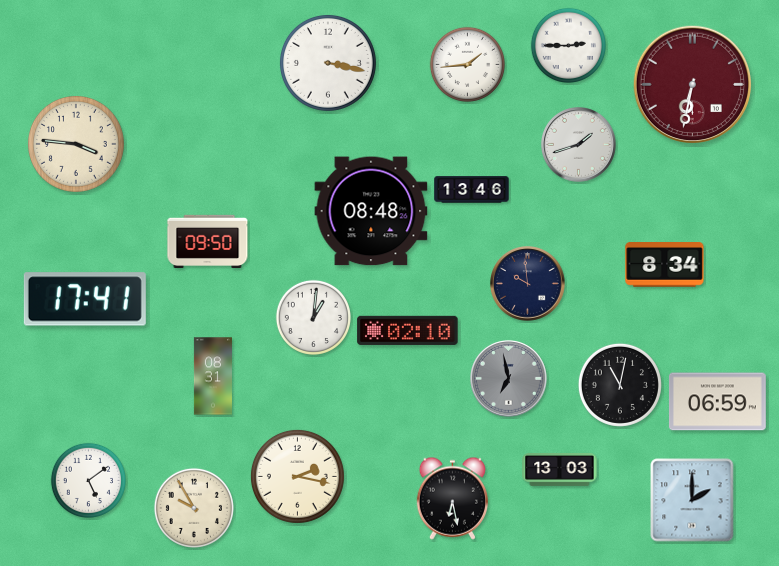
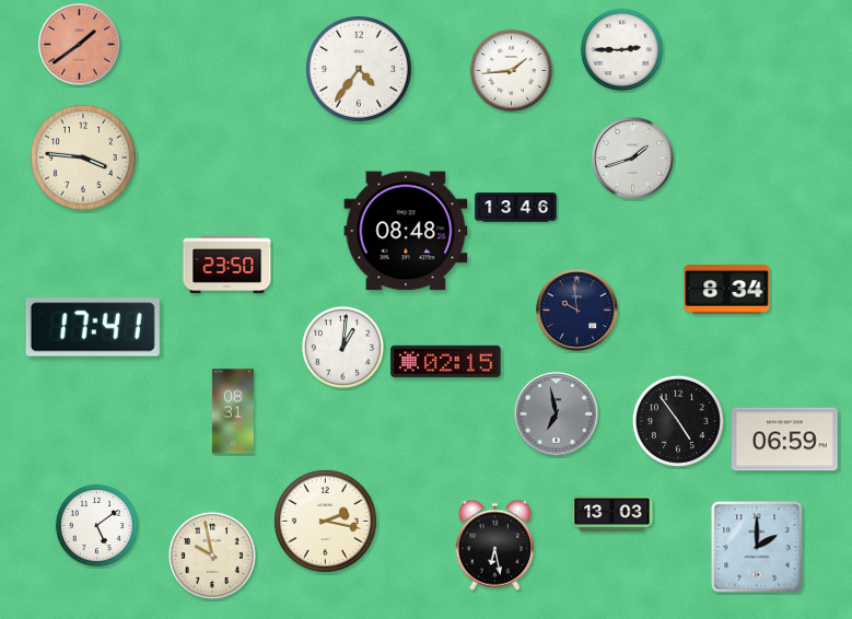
clock at (80, 45): none -> 1:39
clock at (328, 63): 3:17 -> 4:36
clock at (692, 84): 6:32 -> none
clock at (208, 241): 09:50 -> 23:50
clock at (408, 330): 02:10 -> 02:15
clock at (620, 385): 11:02 -> 4:54
clock at (194, 508): 9:55 -> 9:58
